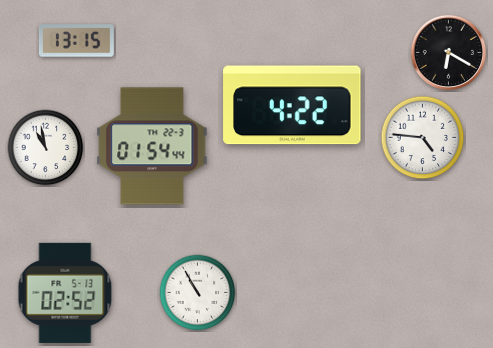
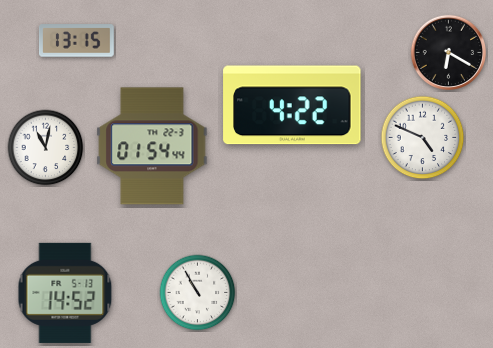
clock at (423, 138): 4:46 -> 4:49
clock at (46, 148): 10:58 -> 11:02
clock at (65, 293): 02:52 -> 14:52
